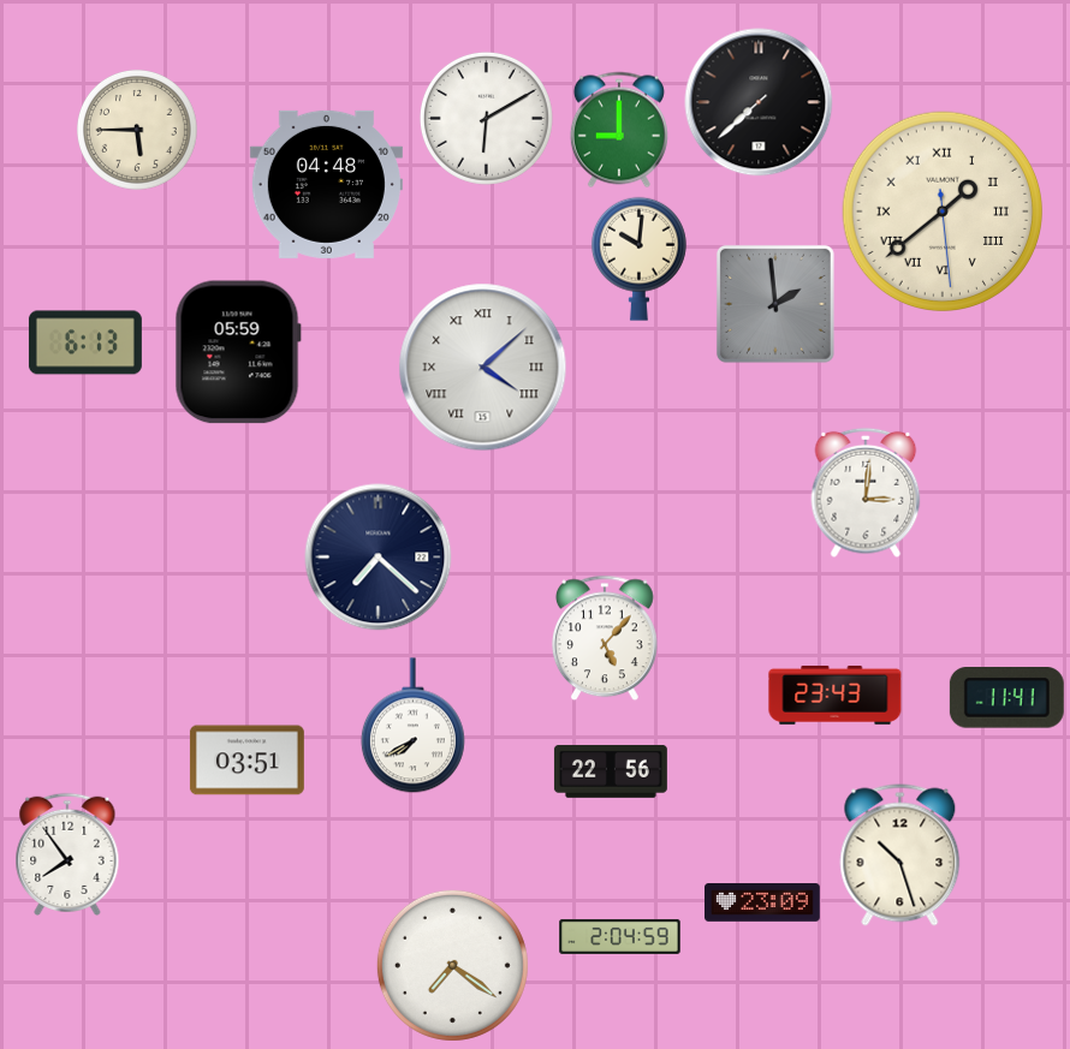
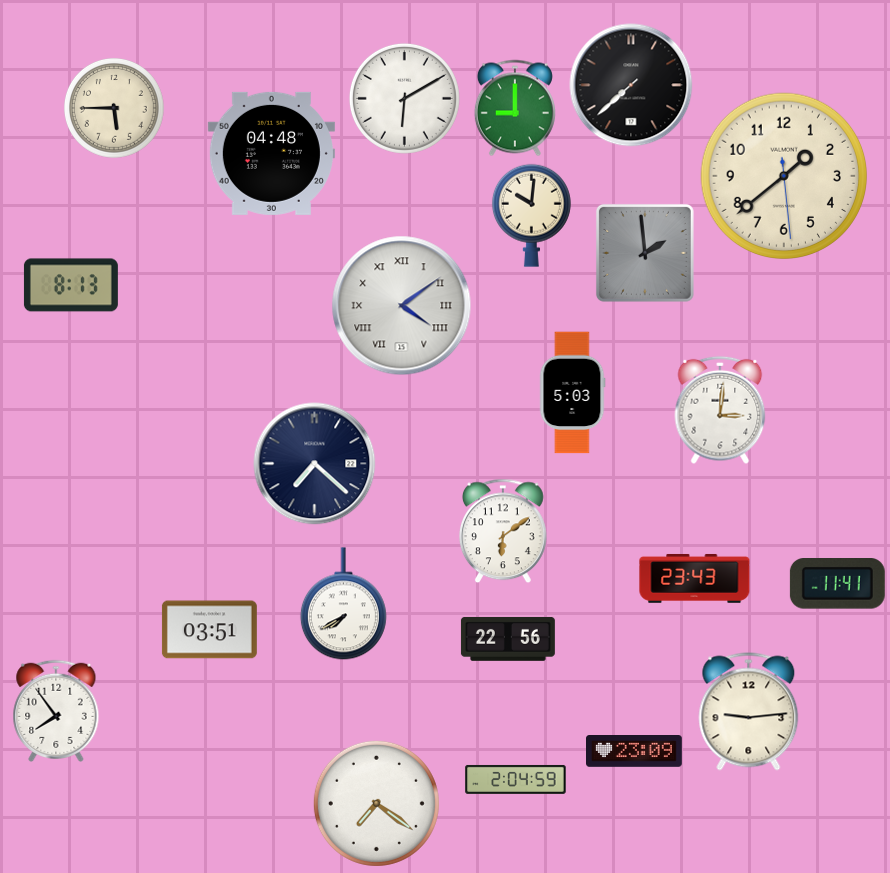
clock at (941, 210) numerals: Roman -> Arabic
clock at (85, 342): 6:13 -> 8:13
clock at (238, 352): 05:59 -> none
clock at (483, 368): 4:08 -> 4:09
clock at (572, 393): none -> 5:03
clock at (605, 638): 5:07 -> 6:09
clock at (1006, 698) position: (1006, 698) -> (837, 584)
clock at (246, 761) position: (246, 761) -> (209, 630)
clock at (611, 771) position: (611, 771) -> (508, 639)
clock at (900, 856): 10:27 -> 9:14
